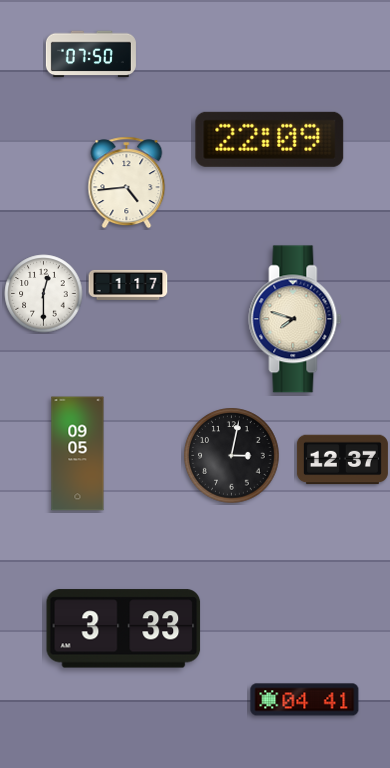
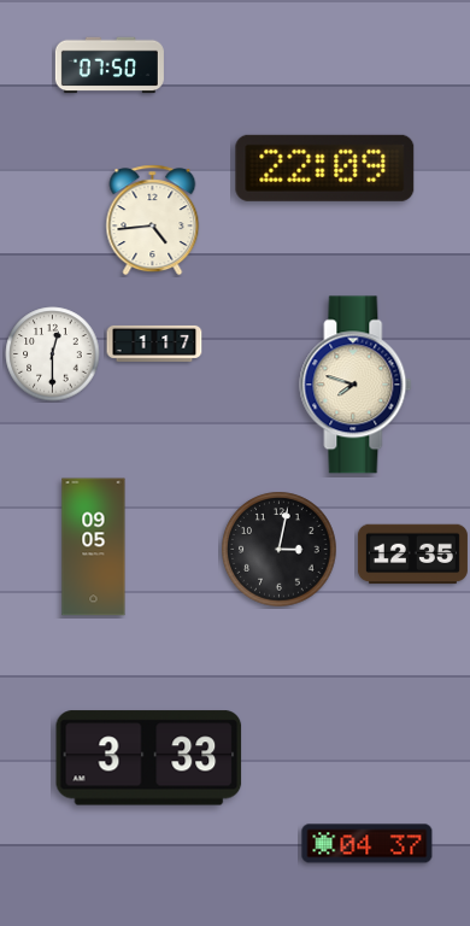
clock at (342, 460): 12:37 -> 12:35
clock at (305, 700): 04:41 -> 04:37
